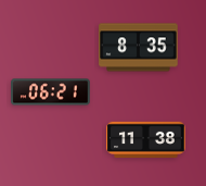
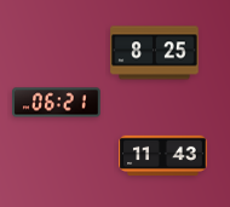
clock at (139, 48): 8:35 -> 8:25
clock at (146, 139): 11:38 -> 11:43
